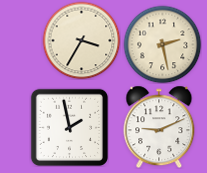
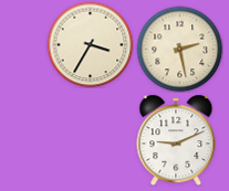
clock at (69, 127): 1:58 -> none
